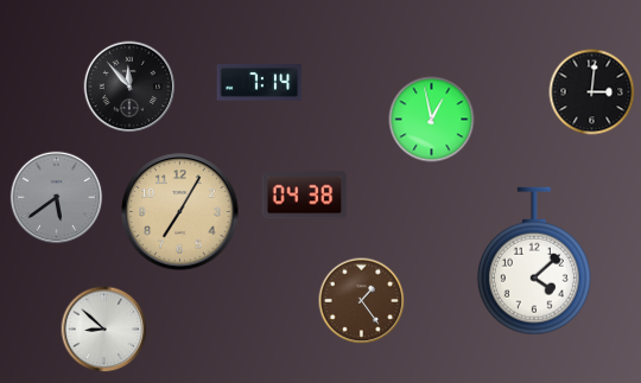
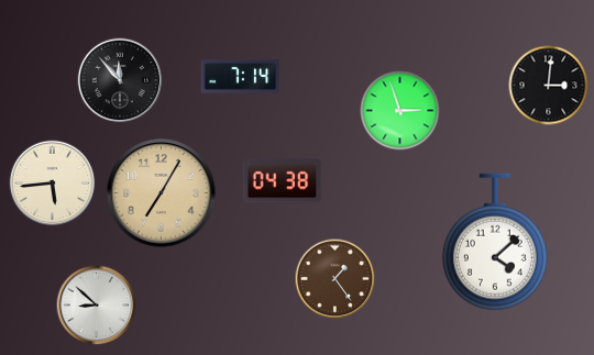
clock at (432, 120): 12:58 -> 2:57
clock at (57, 198): 5:39 -> 5:44
clock at (57, 198) dial: grey -> cream
clock at (180, 212) position: (180, 212) -> (162, 193)
